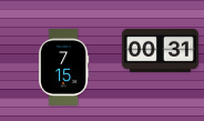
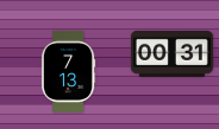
clock at (63, 67): 7:15 -> 7:13
